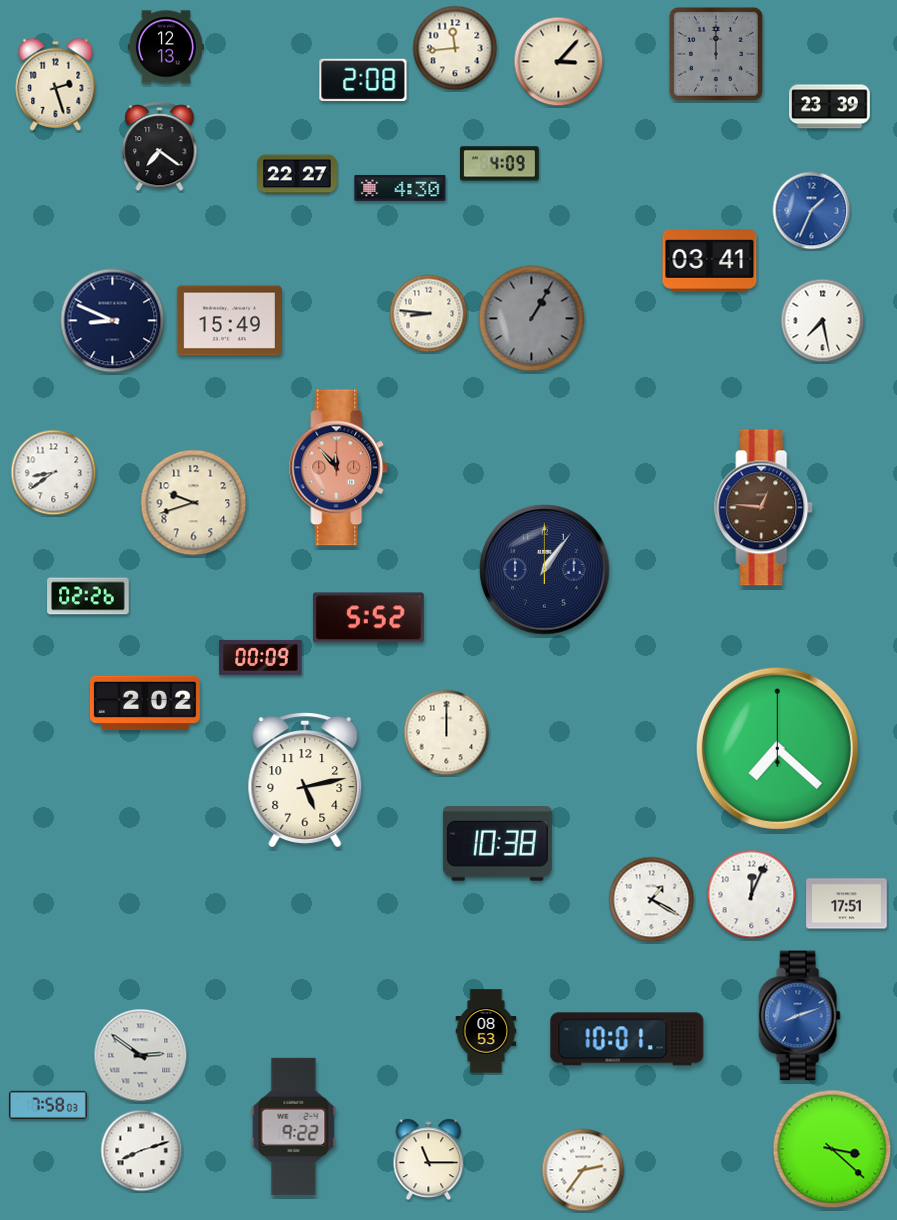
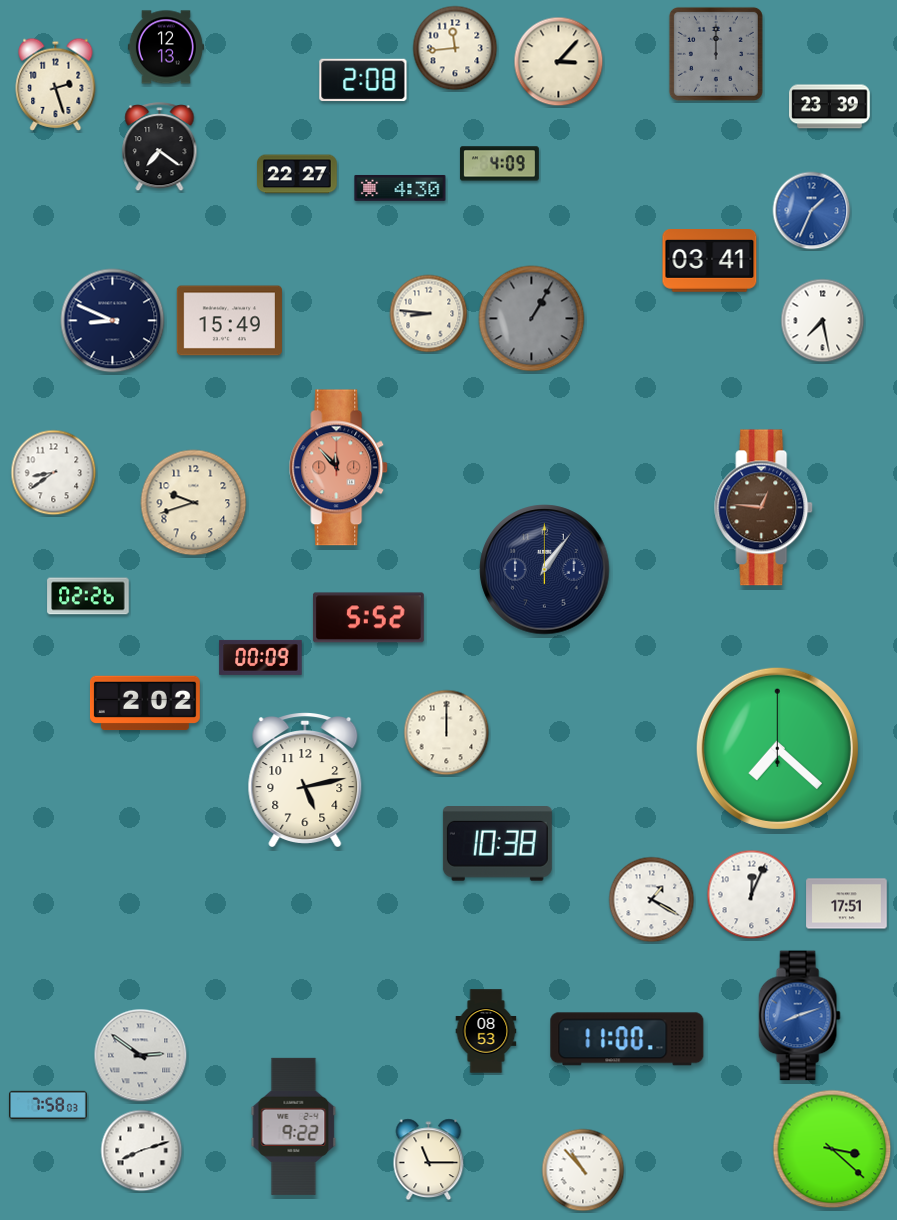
clock at (627, 1039): 10:01 -> 11:00
clock at (583, 1170): 2:36 -> 10:53
